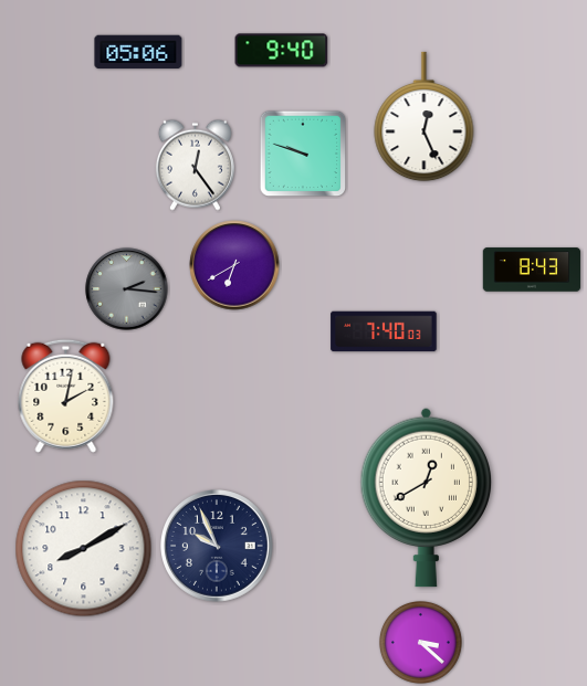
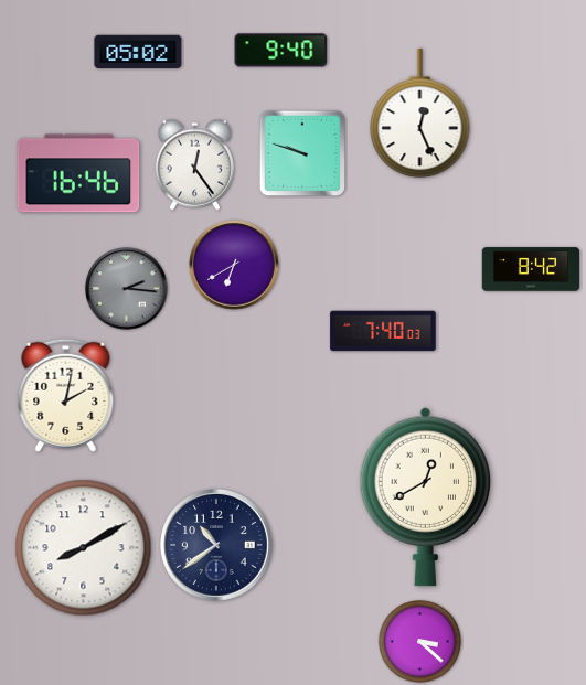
clock at (138, 52): 05:06 -> 05:02
clock at (424, 117) position: (424, 117) -> (420, 114)
clock at (78, 173): none -> 16:46
clock at (532, 270): 8:43 -> 8:42
clock at (218, 547): 9:56 -> 10:39
